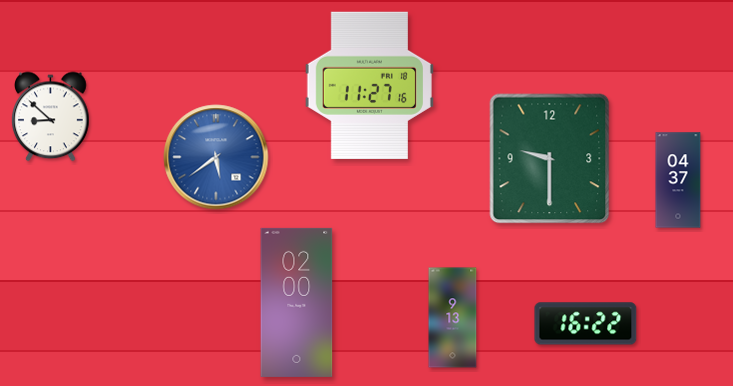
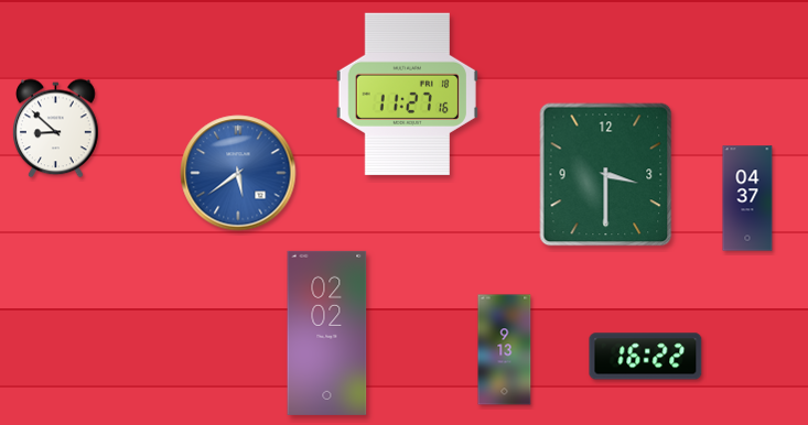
clock at (550, 159): 9:30 -> 3:30
clock at (297, 302): 02:00 -> 02:02
clock at (453, 318) position: (453, 318) -> (505, 350)
